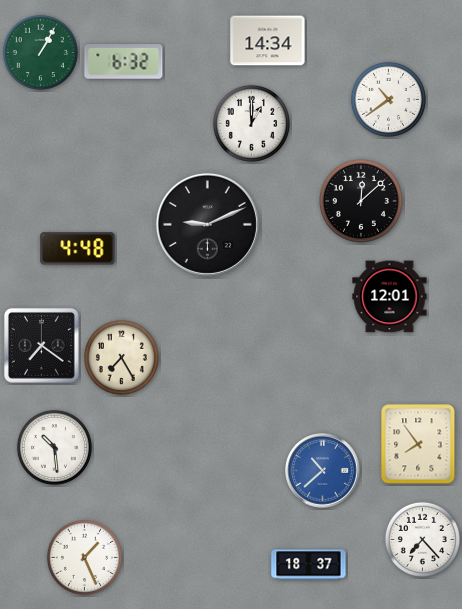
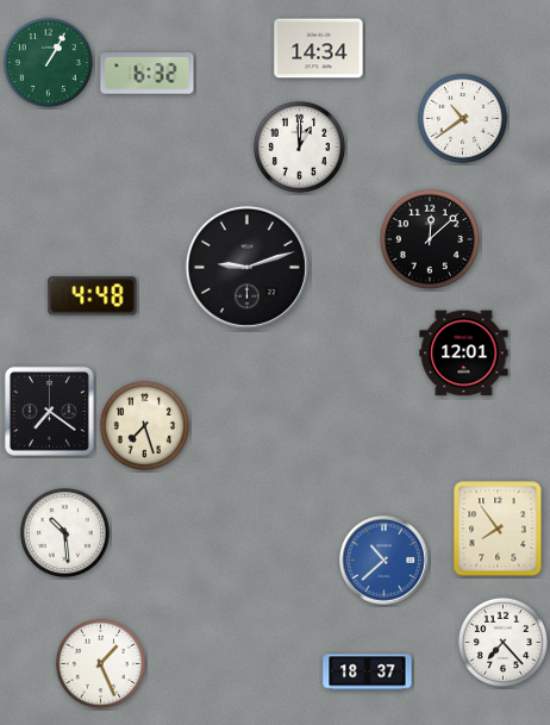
clock at (207, 224): 9:11 -> 9:12
clock at (121, 357): 7:25 -> 7:27
